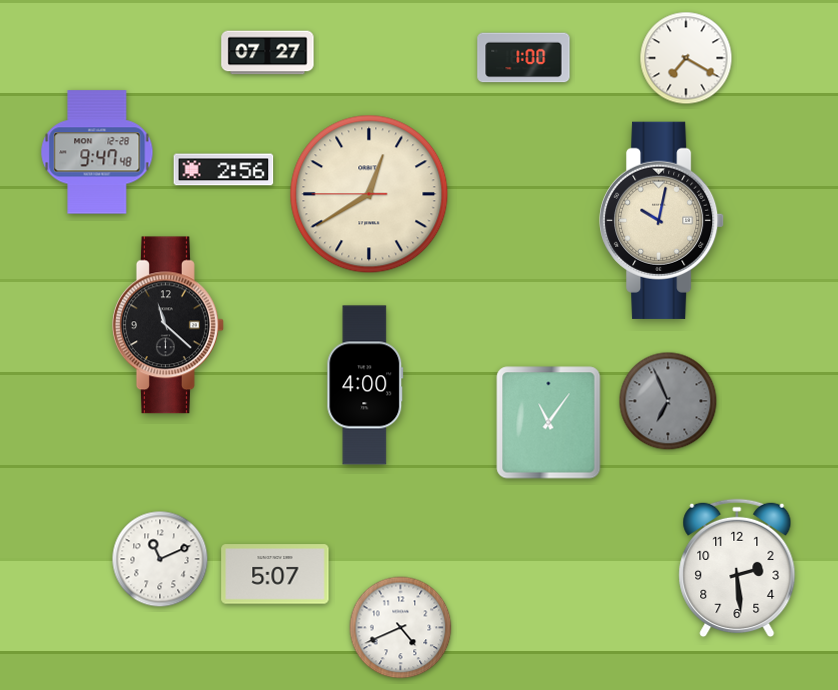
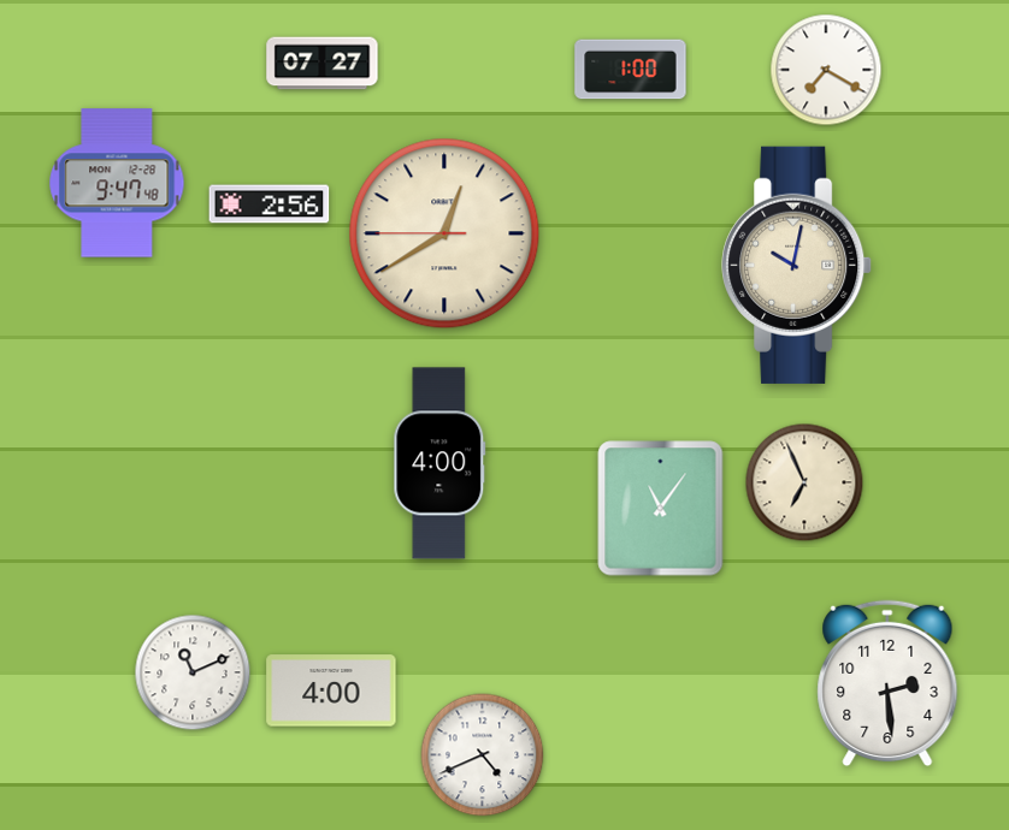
clock at (168, 325): 11:22 -> none
clock at (668, 401) dial: grey -> cream
clock at (275, 574): 5:07 -> 4:00
